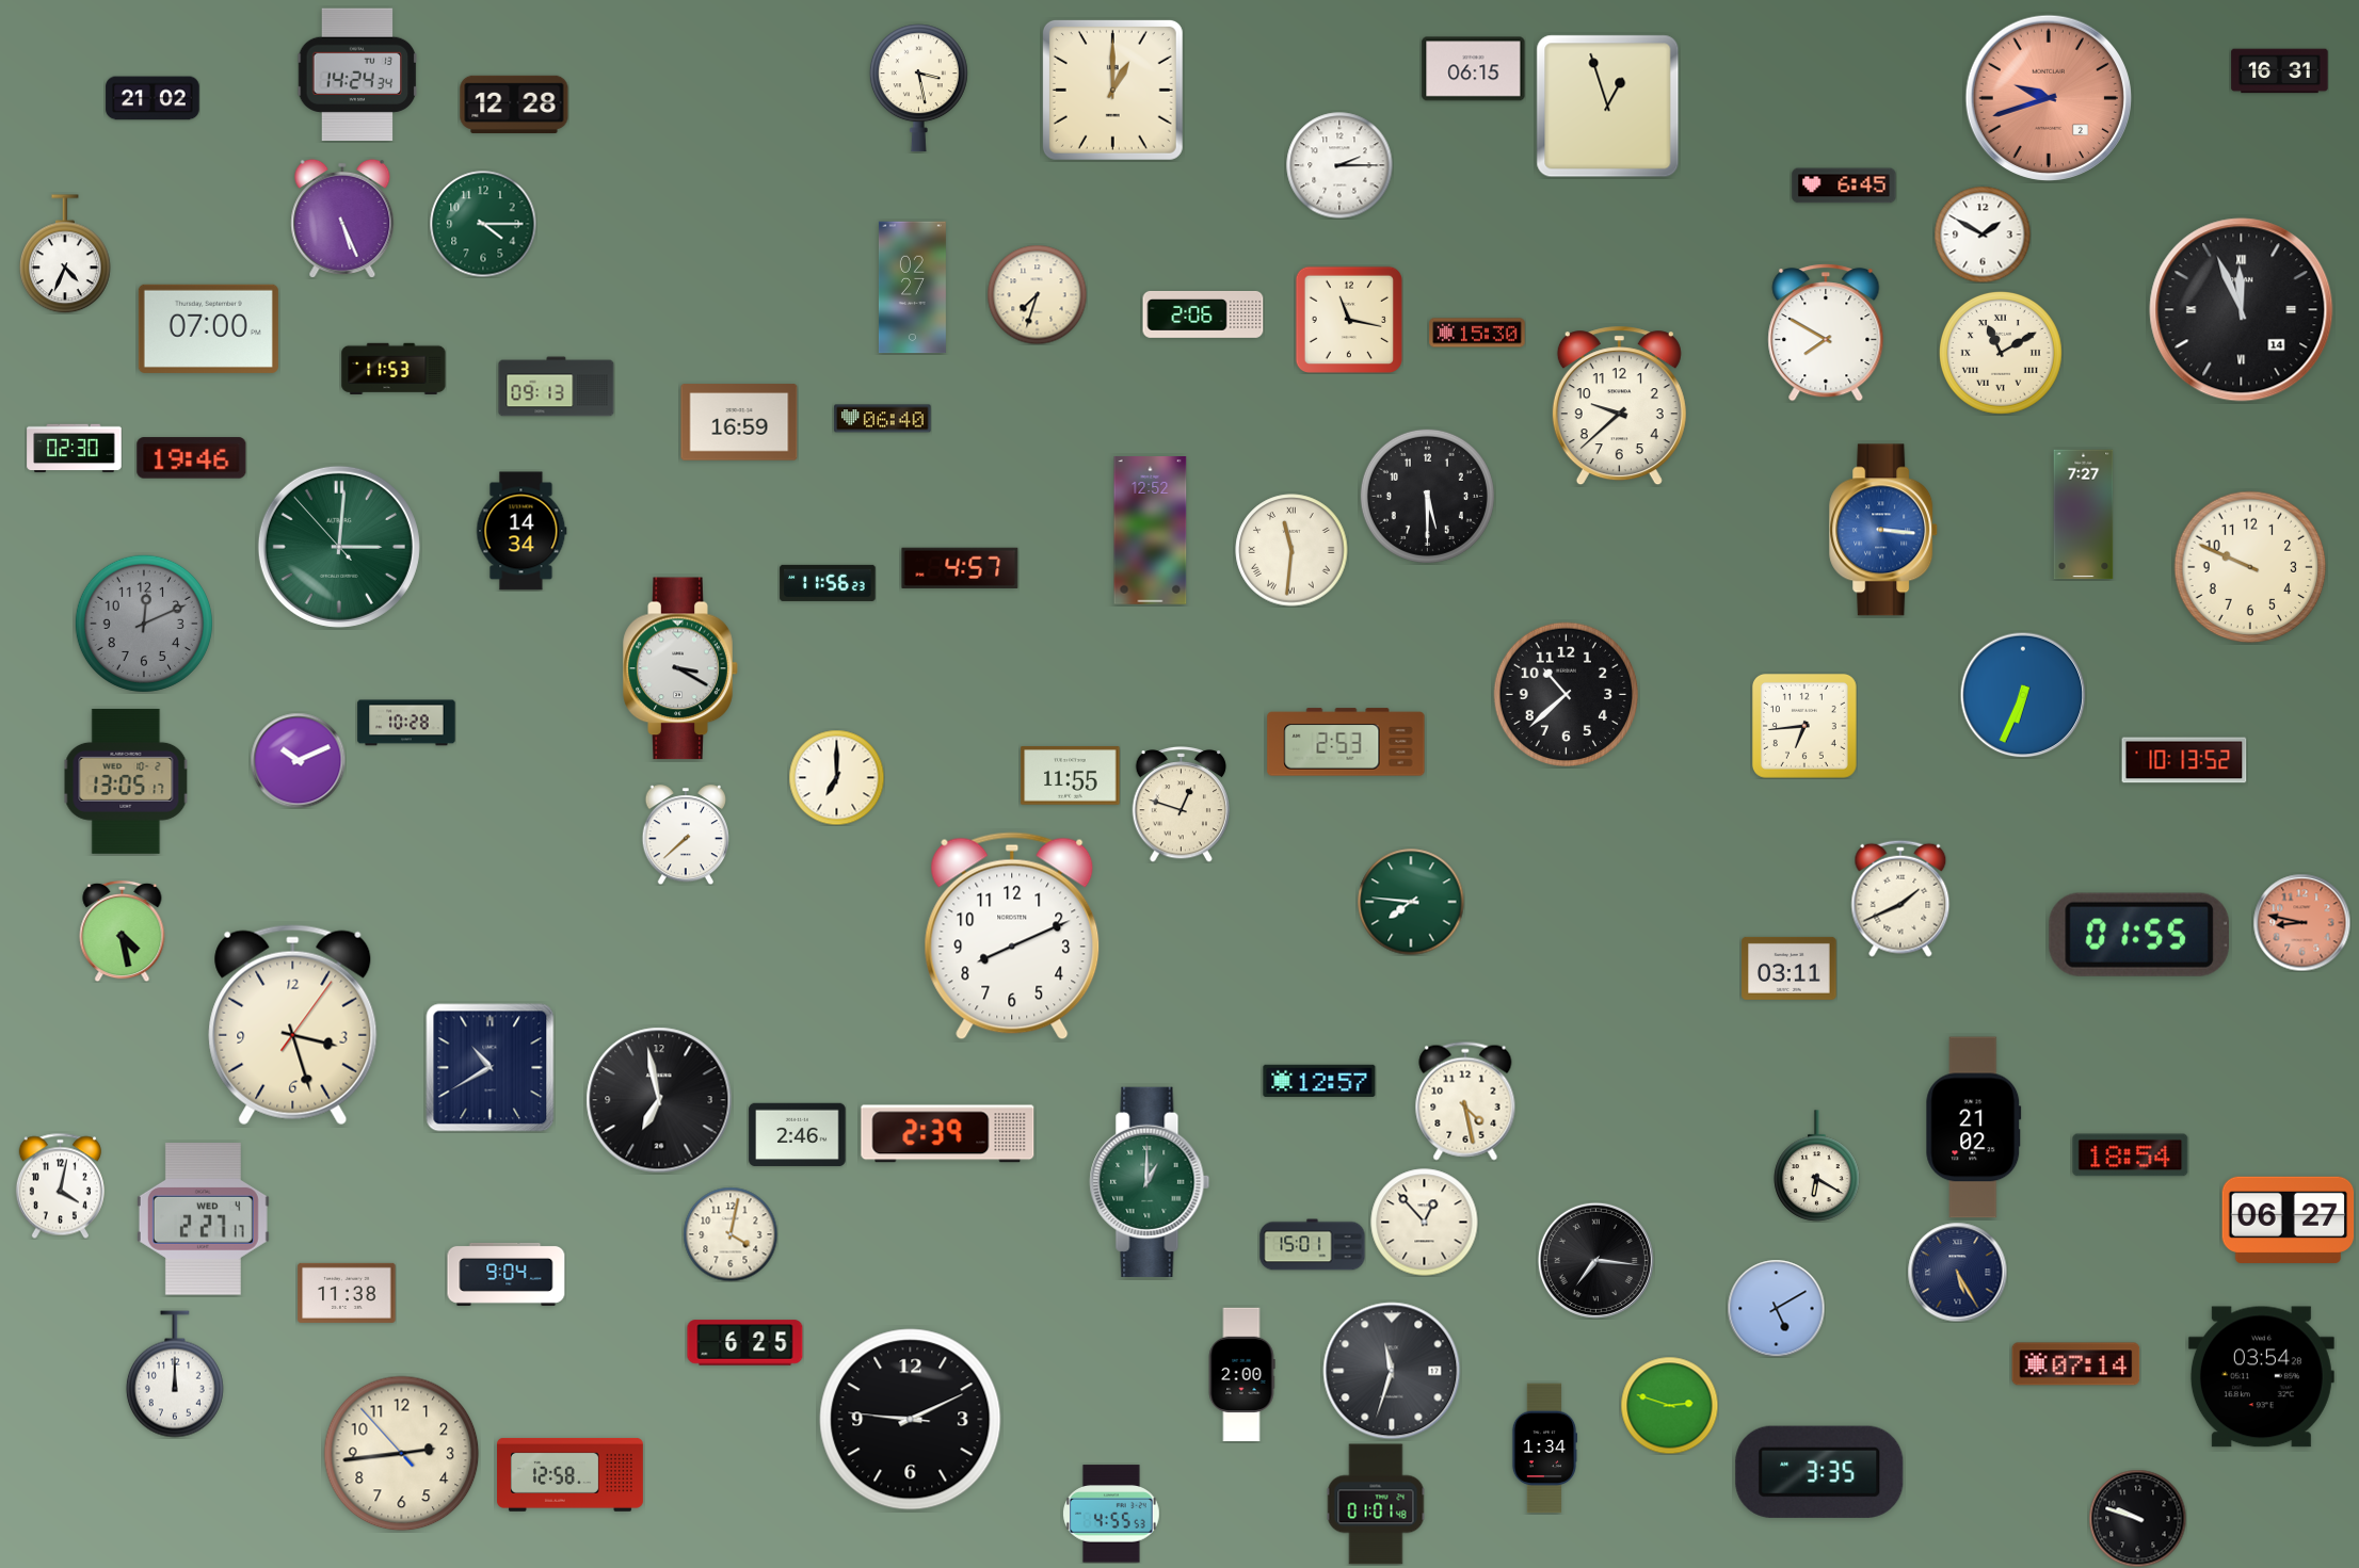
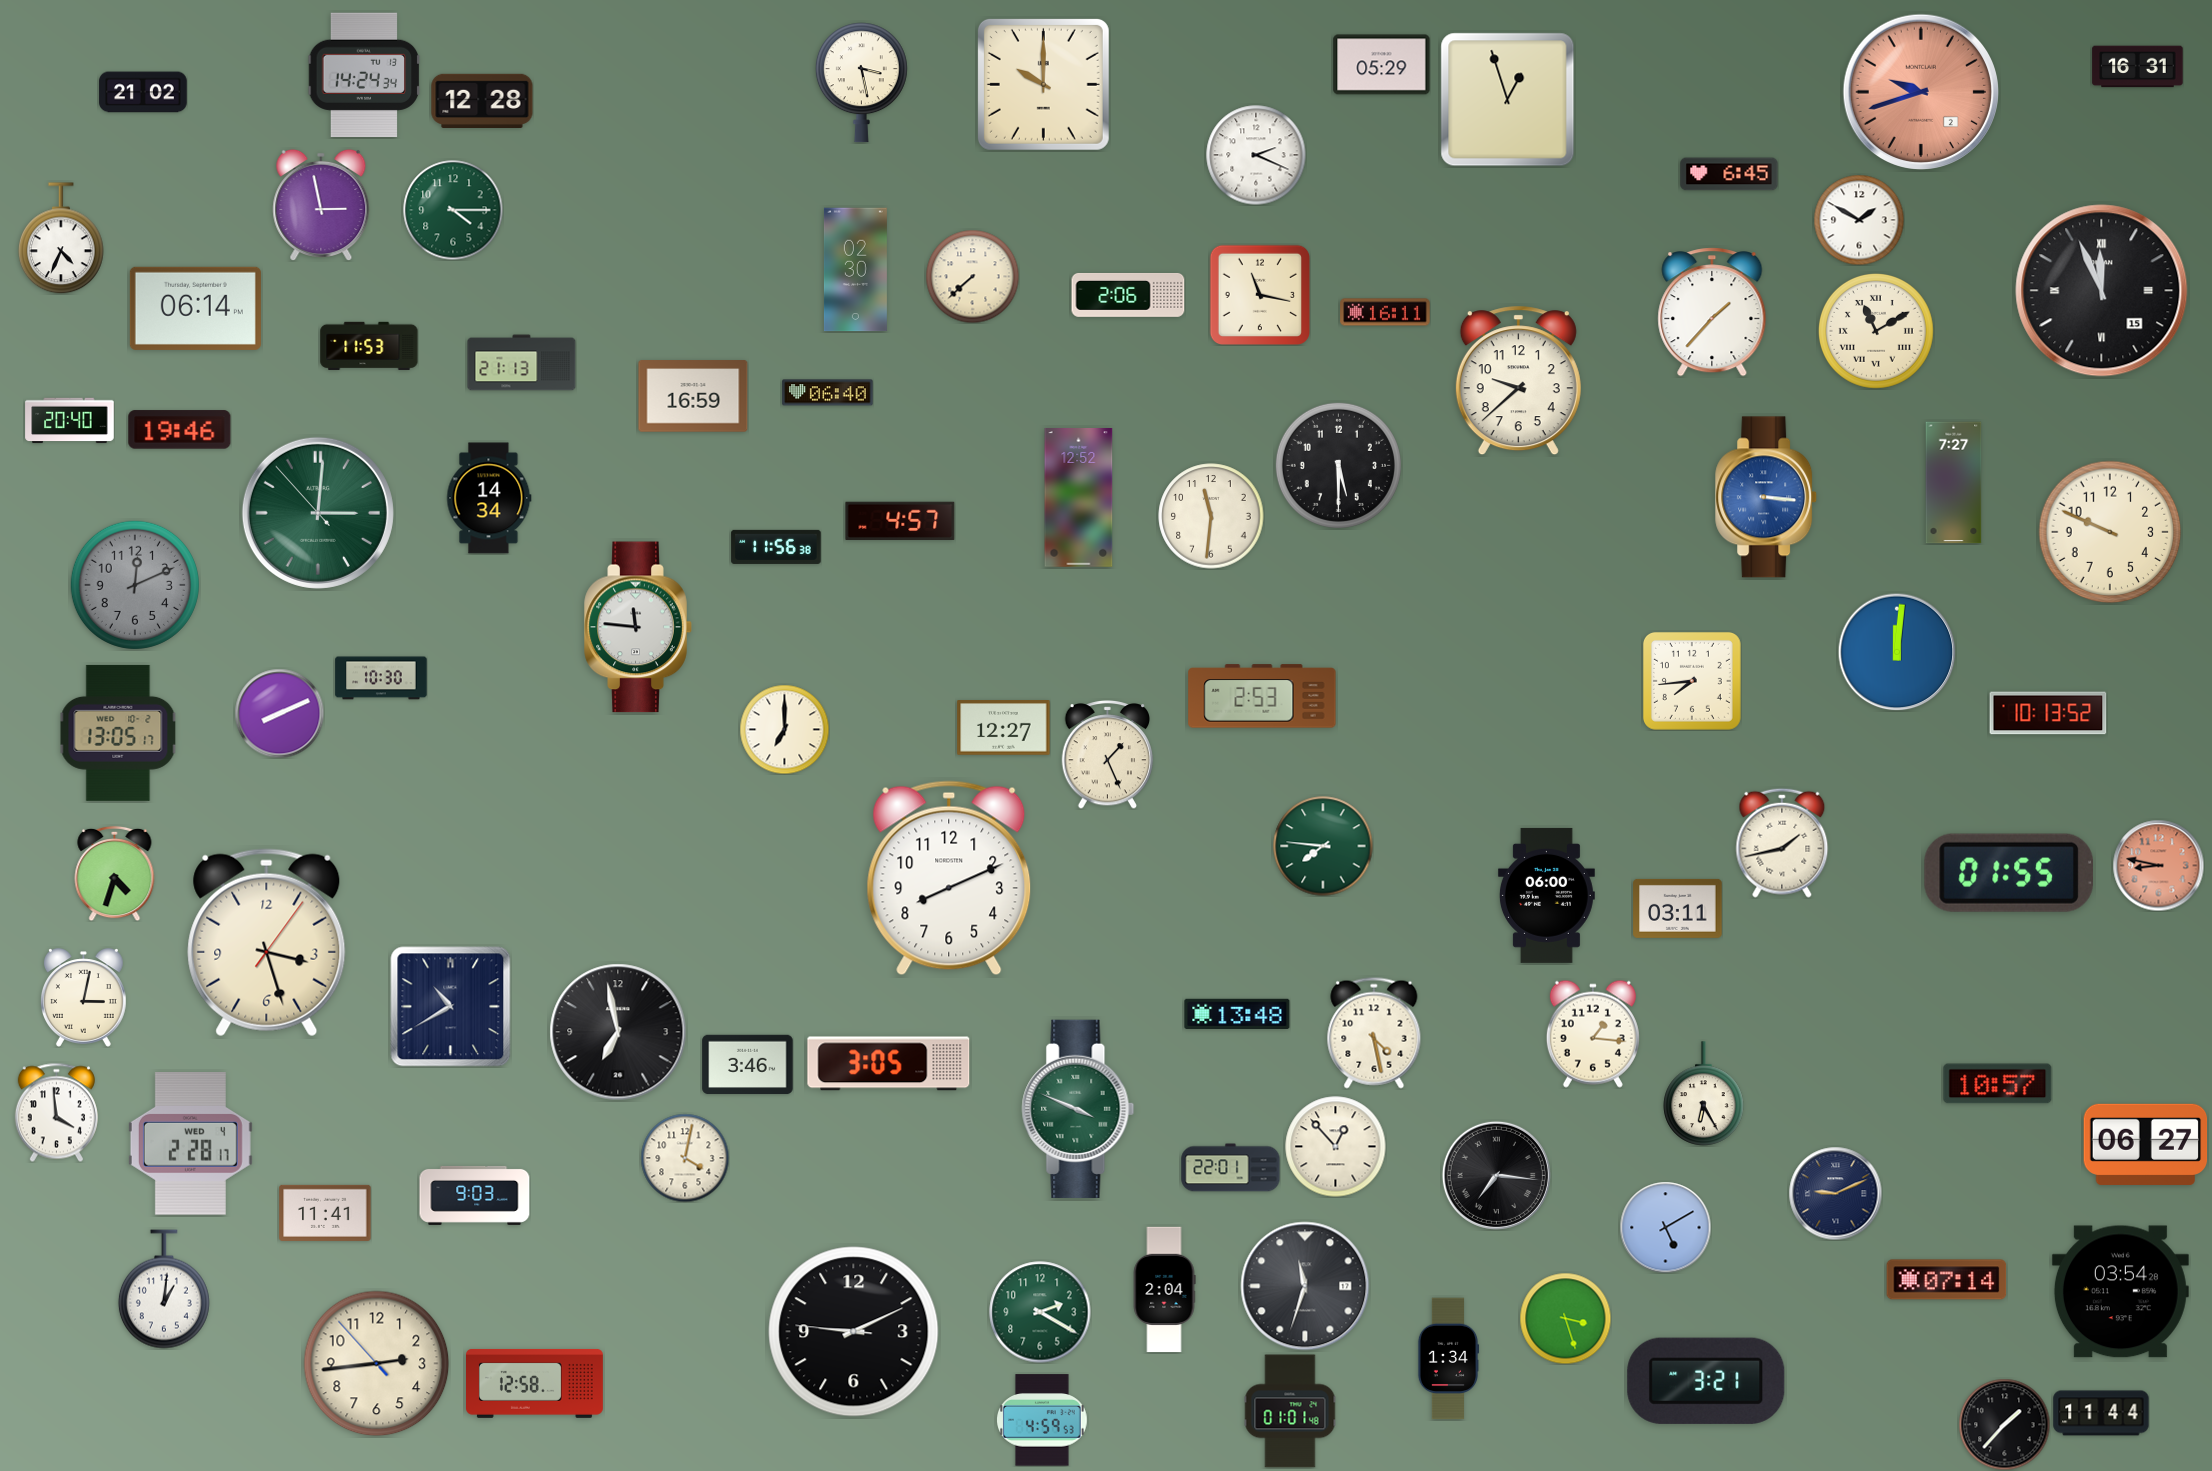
clock at (1474, 69): 06:15 -> 05:29
clock at (357, 75) position: (357, 75) -> (364, 75)
clock at (1112, 90): 1:00 -> 10:00
clock at (514, 103) position: (514, 103) -> (482, 100)
clock at (1339, 165): 2:15 -> 2:19
clock at (342, 217): 5:26 -> 2:58
clock at (912, 288): 02:27 -> 02:30
clock at (1037, 294): 7:33 -> 7:38
clock at (2242, 310) date: 14 -> 15
clock at (1348, 319) position: (1348, 319) -> (1259, 294)
clock at (208, 328): 07:00 -> 06:14
clock at (1477, 333): 15:30 -> 16:11
clock at (1826, 333): 7:50 -> 1:37
clock at (557, 387): 09:13 -> 21:13
clock at (75, 449): 02:30 -> 20:40
clock at (1291, 550) numerals: Roman -> Arabic
clock at (960, 567) position: (960, 567) -> (900, 520)
clock at (828, 583): 11:56:23 -> 11:56:38
clock at (680, 668): 3:20 -> 11:46
clock at (1566, 694): 10:38 -> none
clock at (2023, 695): 6:34 -> 12:01
clock at (406, 723): 10:28 -> 10:30
clock at (1804, 726): 6:44 -> 7:44
clock at (298, 760): 10:11 -> 8:11
clock at (1071, 776): 11:55 -> 12:27
clock at (1182, 805): 12:48 -> 1:26
clock at (686, 835): 7:38 -> none
clock at (1900, 899): 1:41 -> 1:43
clock at (123, 931): 4:28 -> 4:33
clock at (2139, 935) position: (2139, 935) -> (2009, 873)
clock at (1546, 895): none -> 06:00
clock at (293, 1025) position: (293, 1025) -> (267, 943)
clock at (83, 998): none -> 3:02
clock at (491, 1068) position: (491, 1068) -> (451, 1007)
clock at (1319, 1081): 12:57 -> 13:48
clock at (1593, 1034): none -> 1:16
clock at (1974, 1128): 21:02 -> none
clock at (948, 1134): 2:39 -> 3:05
clock at (798, 1135): 2:46 -> 3:46
clock at (2131, 1155): 18:54 -> 10:57
clock at (1817, 1166): 6:20 -> 6:25
clock at (1150, 1182): 1:00 -> 3:49
clock at (60, 1185): 4:02 -> 3:59
clock at (203, 1219): 2:27 -> 2:28
clock at (1313, 1245): 15:01 -> 22:01
clock at (1595, 1260) position: (1595, 1260) -> (1496, 1175)
clock at (1957, 1272): 5:25 -> 9:11
clock at (507, 1274): 9:04 -> 9:03
clock at (347, 1293): 11:38 -> 11:41
clock at (745, 1343): 6:25 -> none
clock at (175, 1374): 12:00 -> 1:01
clock at (1241, 1375): 2:00 -> 2:04
clock at (1040, 1312): none -> 2:20
clock at (1669, 1405): 2:48 -> 3:27
clock at (1819, 1472): 3:35 -> 3:21
clock at (2101, 1413): none -> 11:44
clock at (1112, 1514): 4:55 -> 4:59
clock at (2137, 1518): 9:48 -> 1:37
